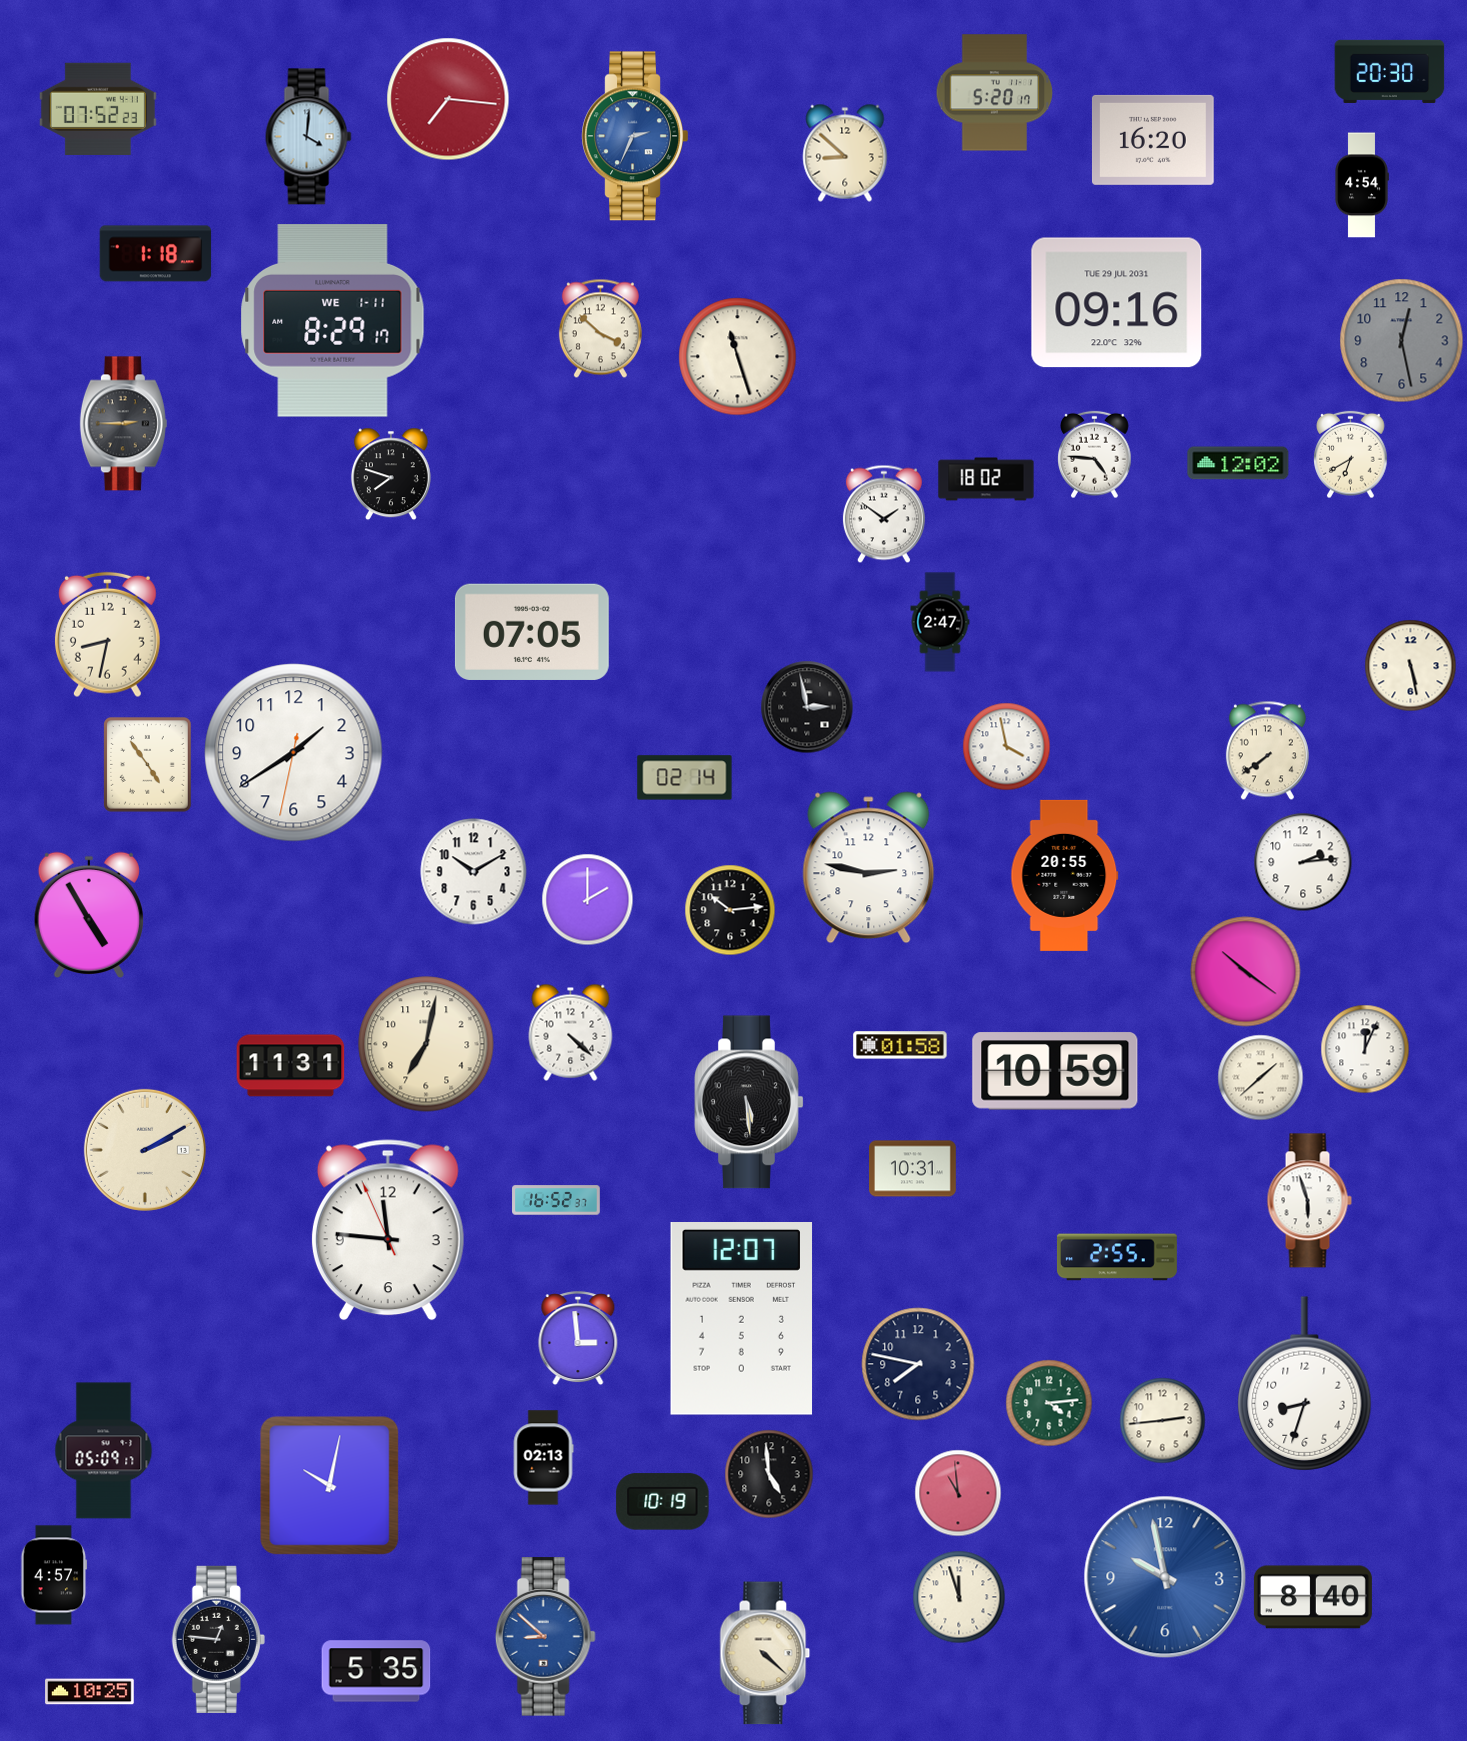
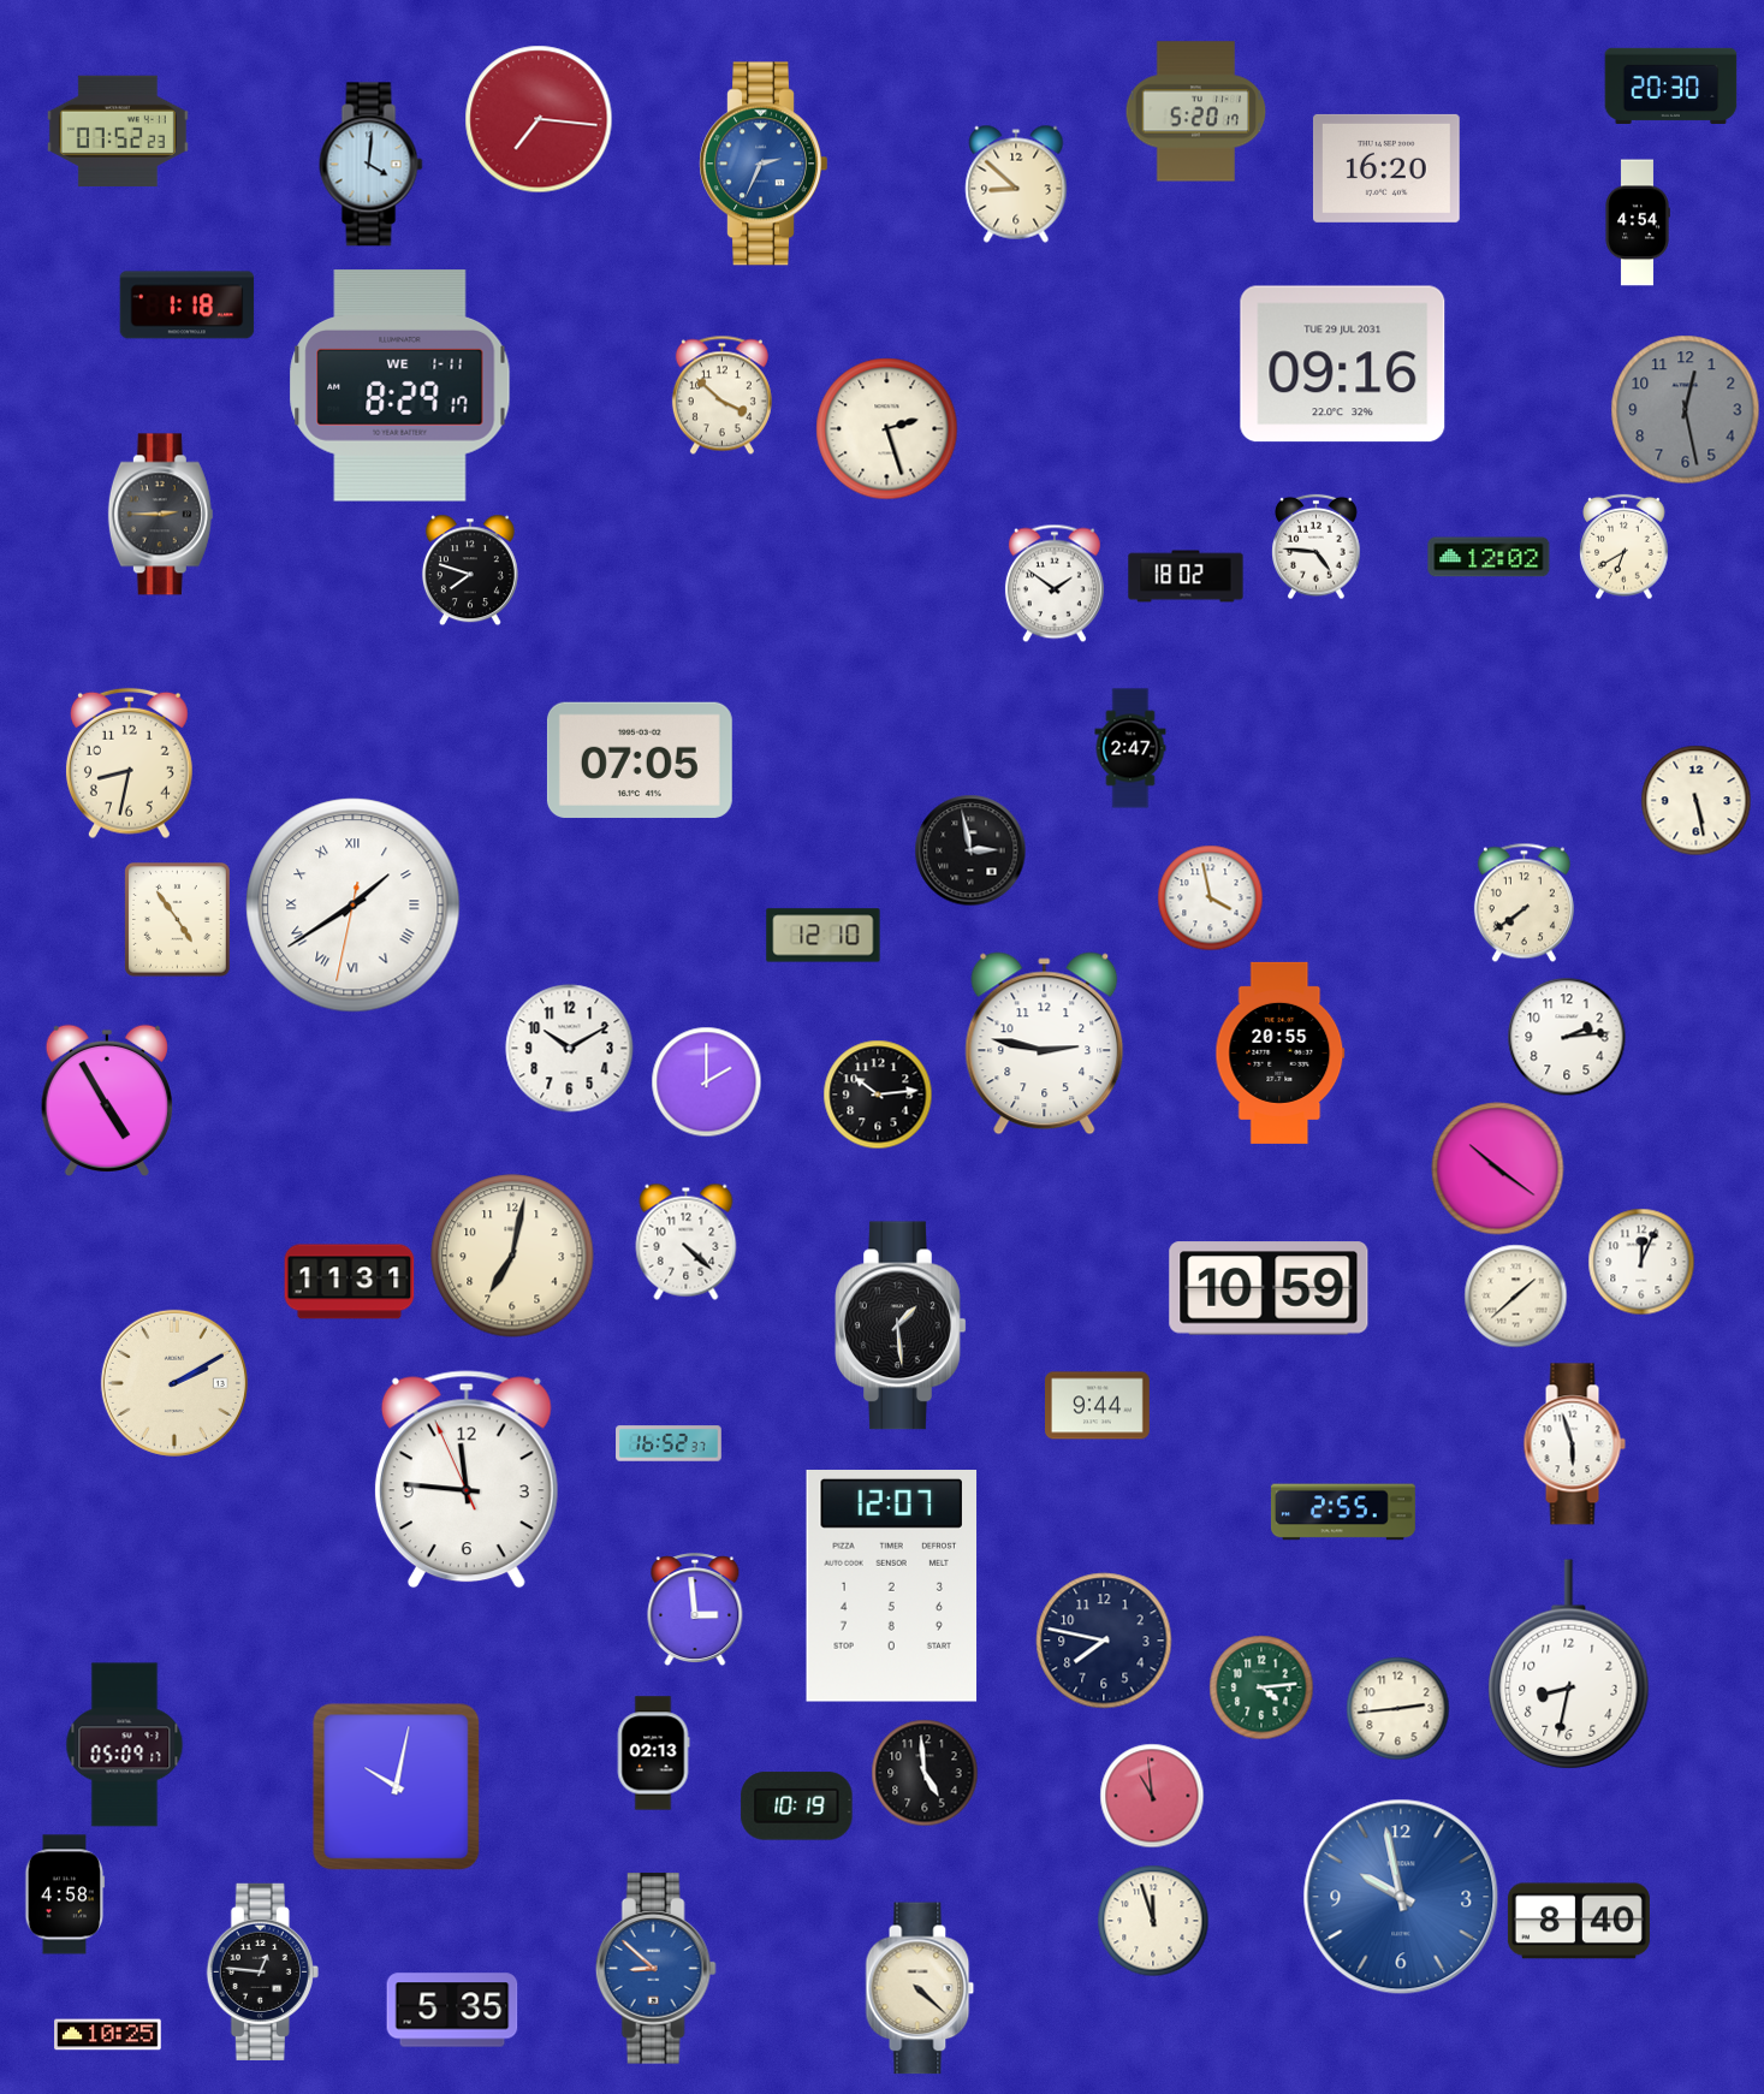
clock at (738, 357): 11:27 -> 2:27
clock at (123, 424) position: (123, 424) -> (160, 515)
clock at (884, 514) position: (884, 514) -> (1055, 583)
clock at (294, 753) numerals: Arabic -> Roman
clock at (685, 778): 02:14 -> 12:10
clock at (900, 1045): 01:58 -> none
clock at (749, 1102): 5:29 -> 1:29
clock at (913, 1169): 10:31 -> 9:44
clock at (1305, 1384): 8:33 -> 8:32
clock at (54, 1575): 4:57 -> 4:58
